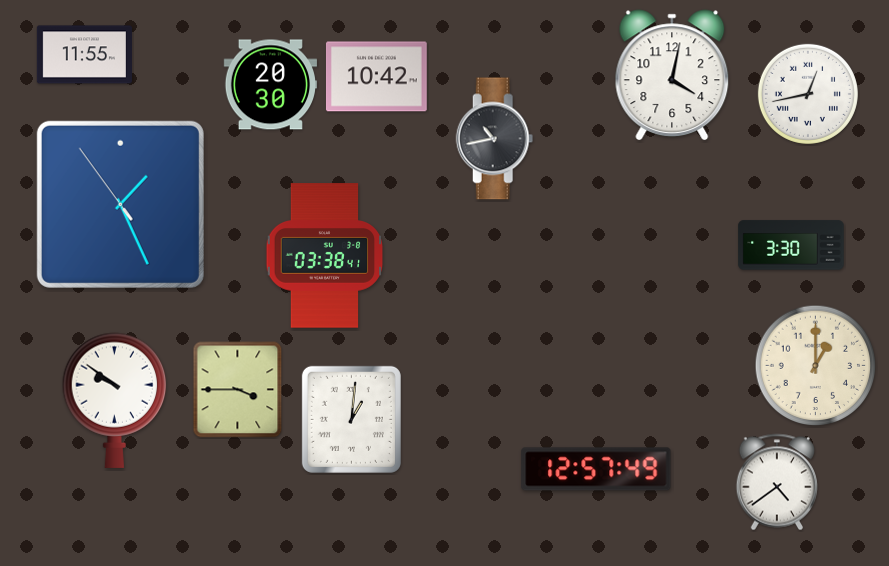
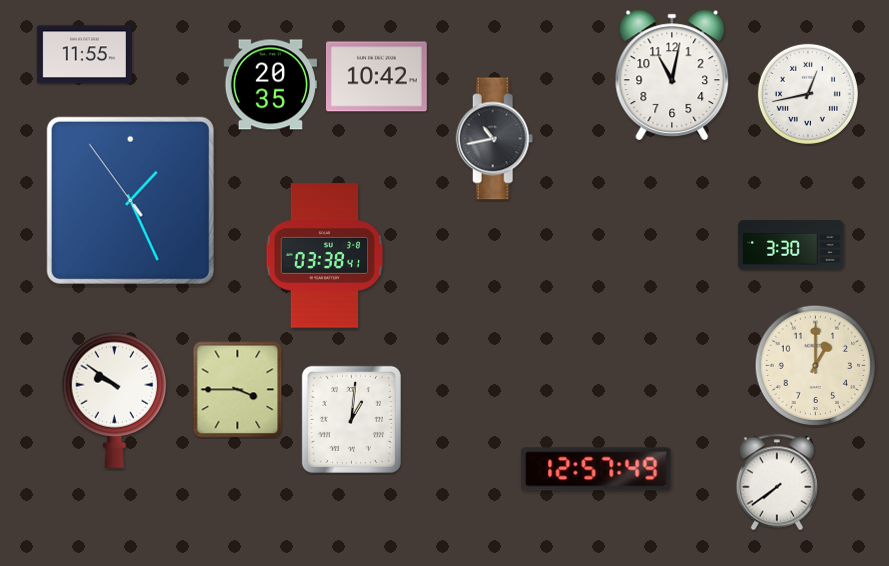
clock at (672, 75): 4:02 -> 11:02
clock at (270, 85): 20:30 -> 20:35
clock at (120, 204) position: (120, 204) -> (130, 200)
clock at (776, 482): 4:39 -> 7:39
